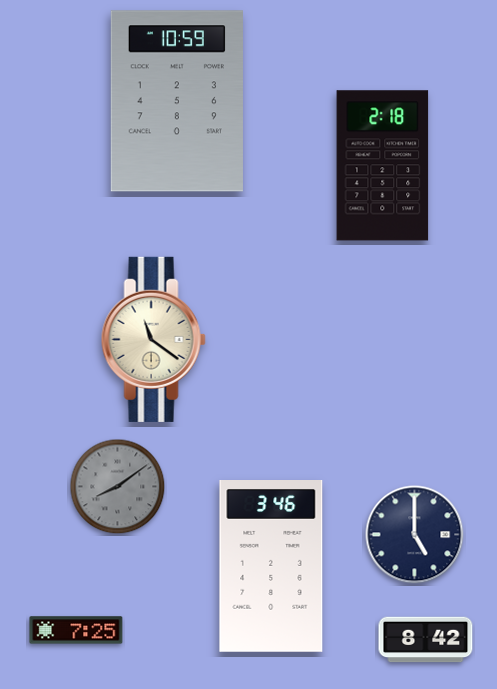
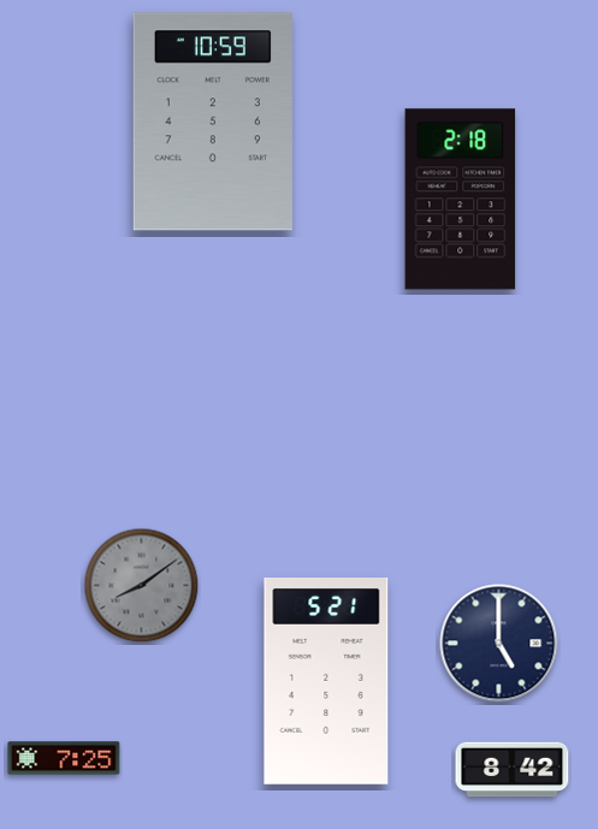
clock at (153, 339): 11:21 -> none
clock at (271, 567): 3:46 -> 5:21
clock at (76, 630) position: (76, 630) -> (64, 758)
